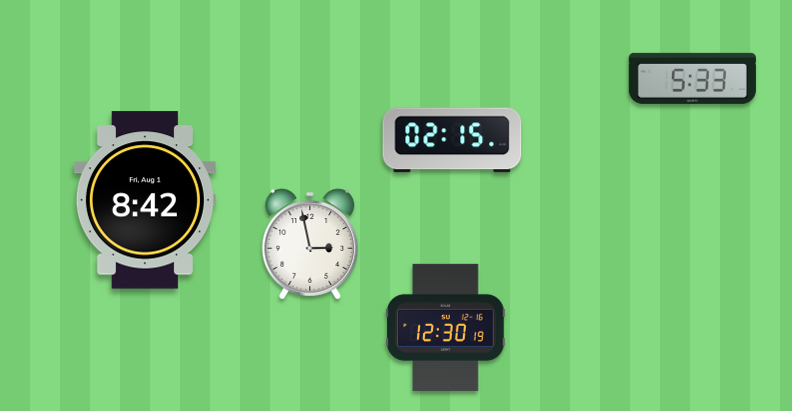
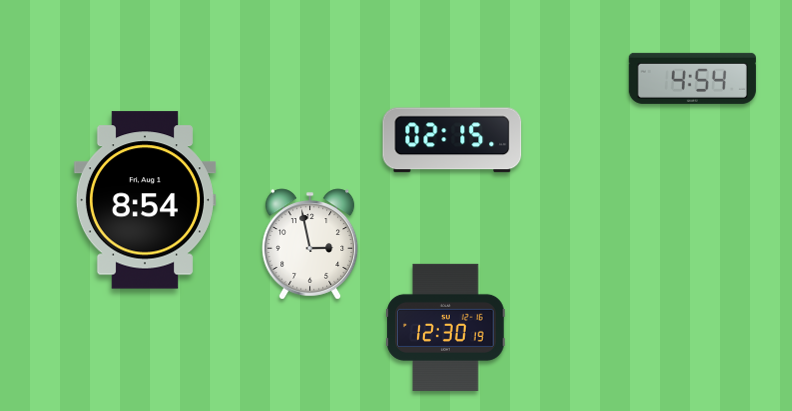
clock at (692, 78): 5:33 -> 4:54
clock at (145, 200): 8:42 -> 8:54
